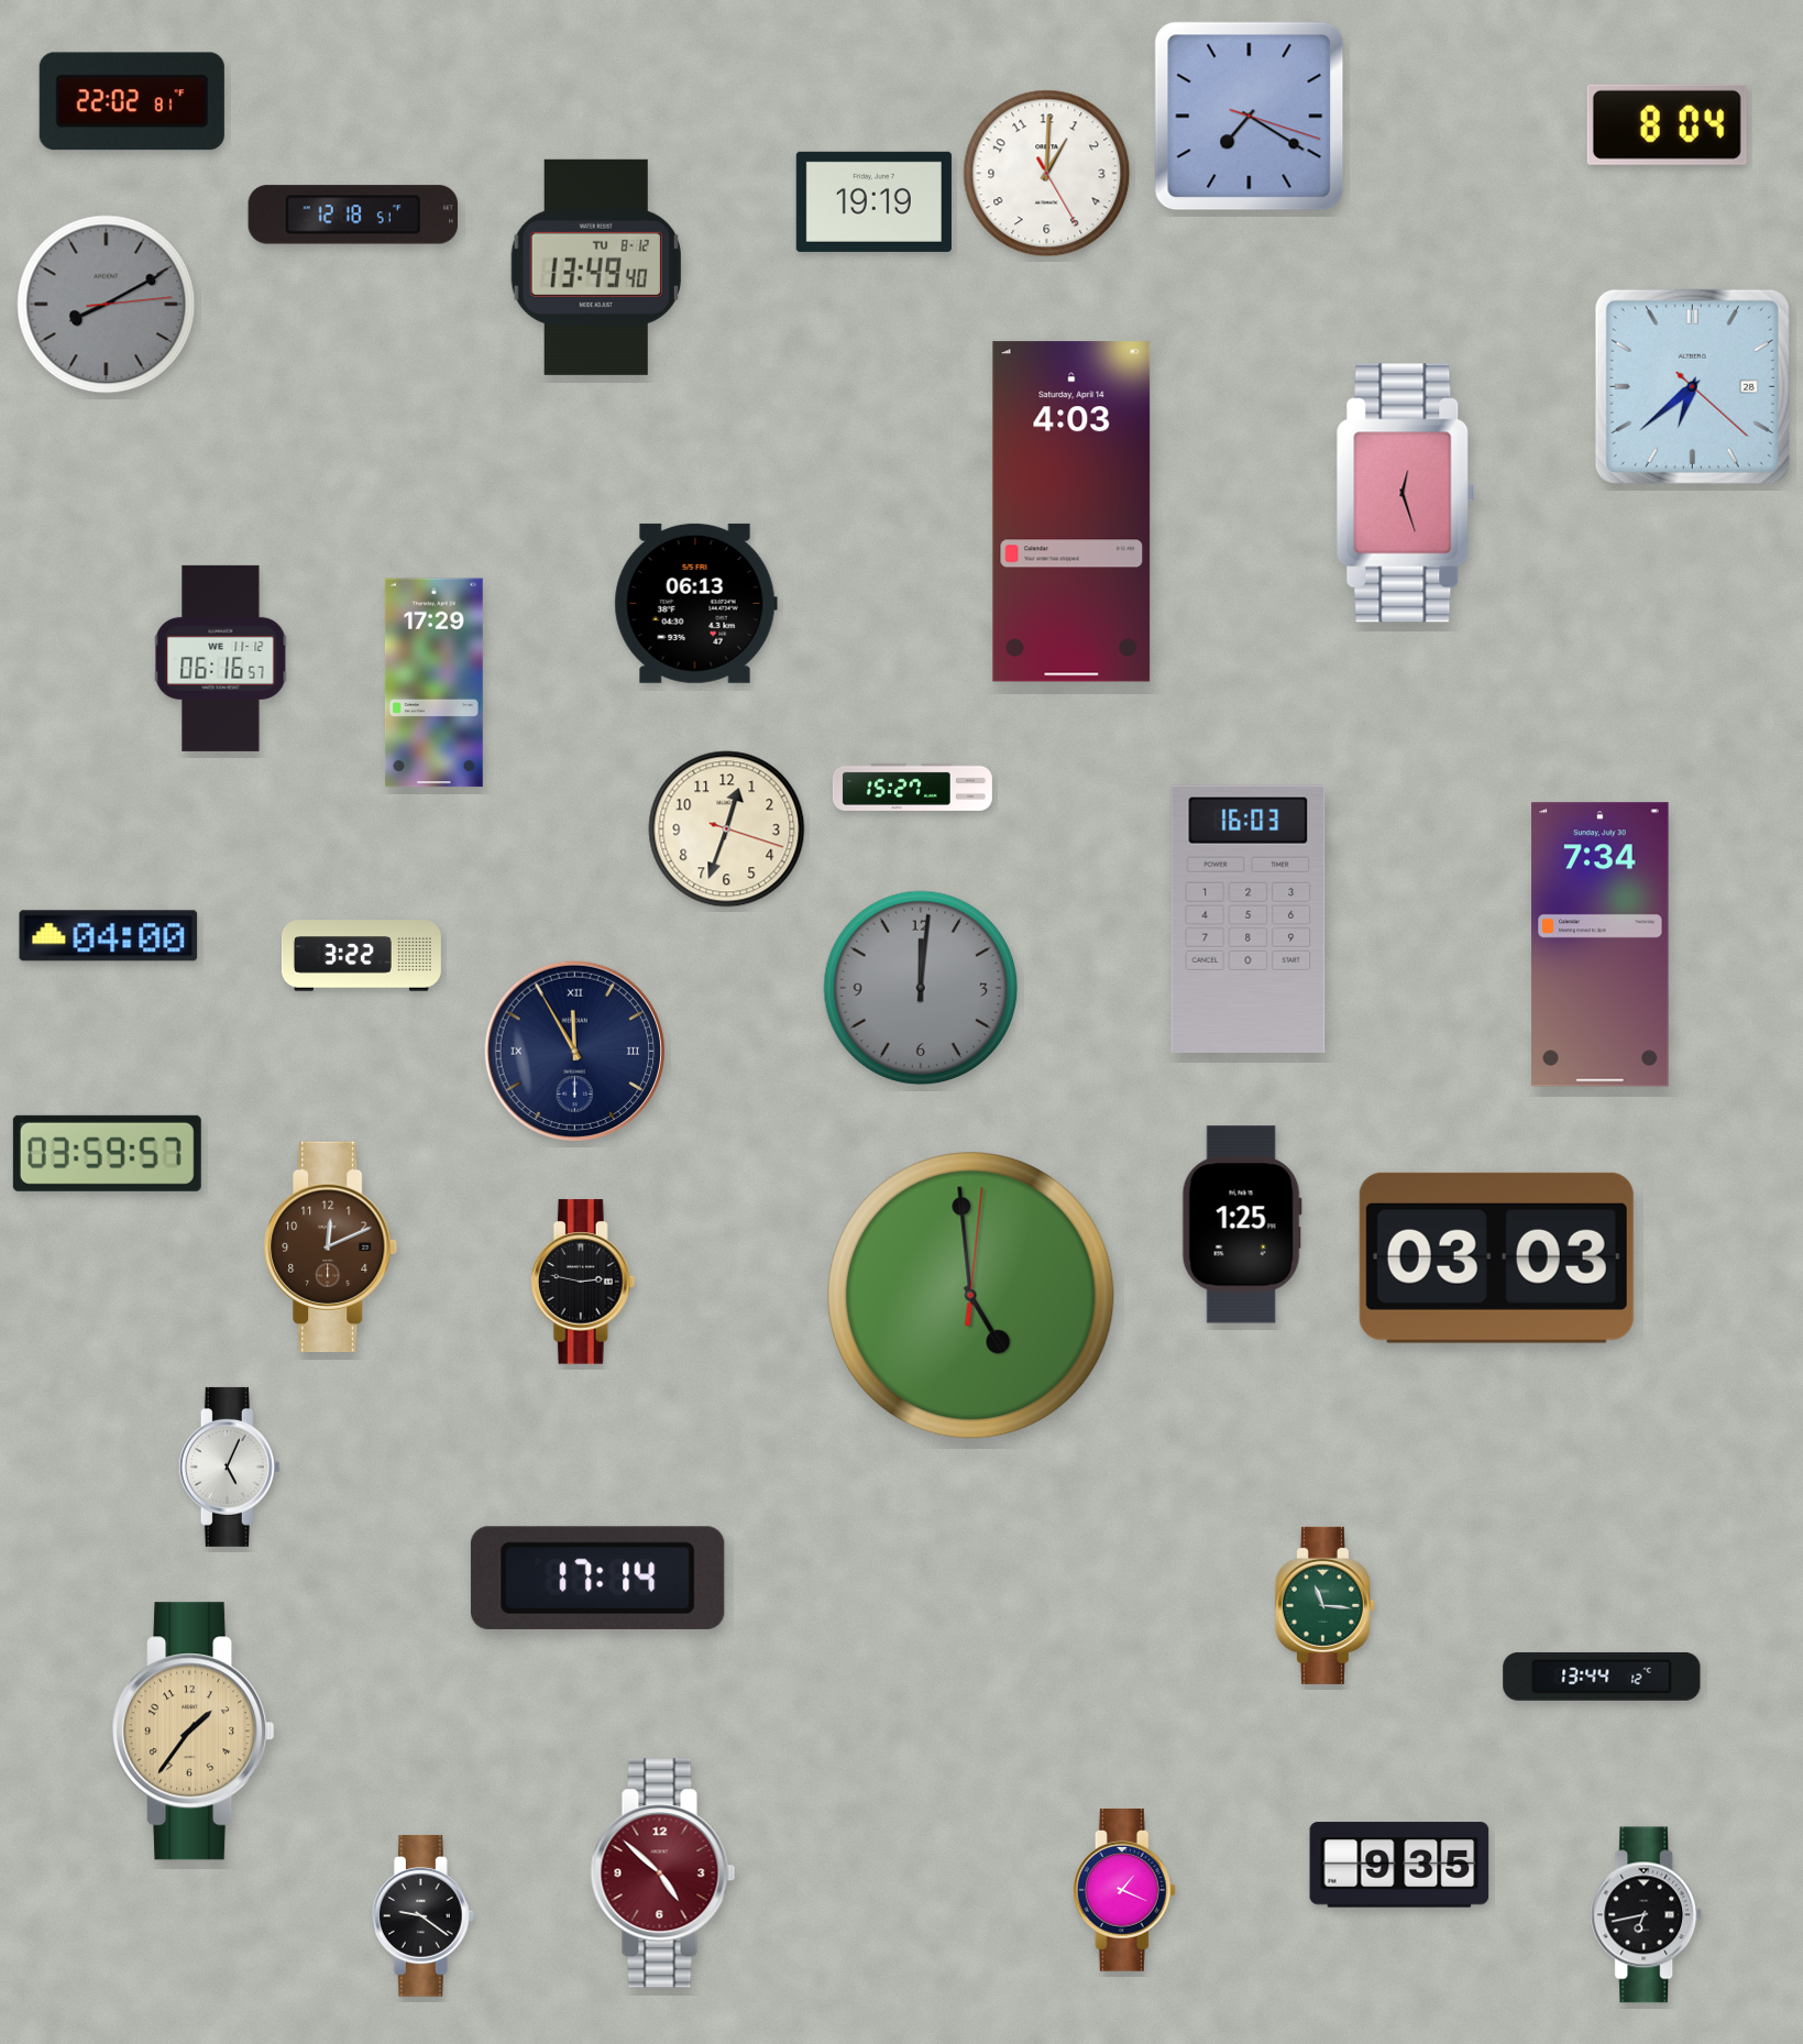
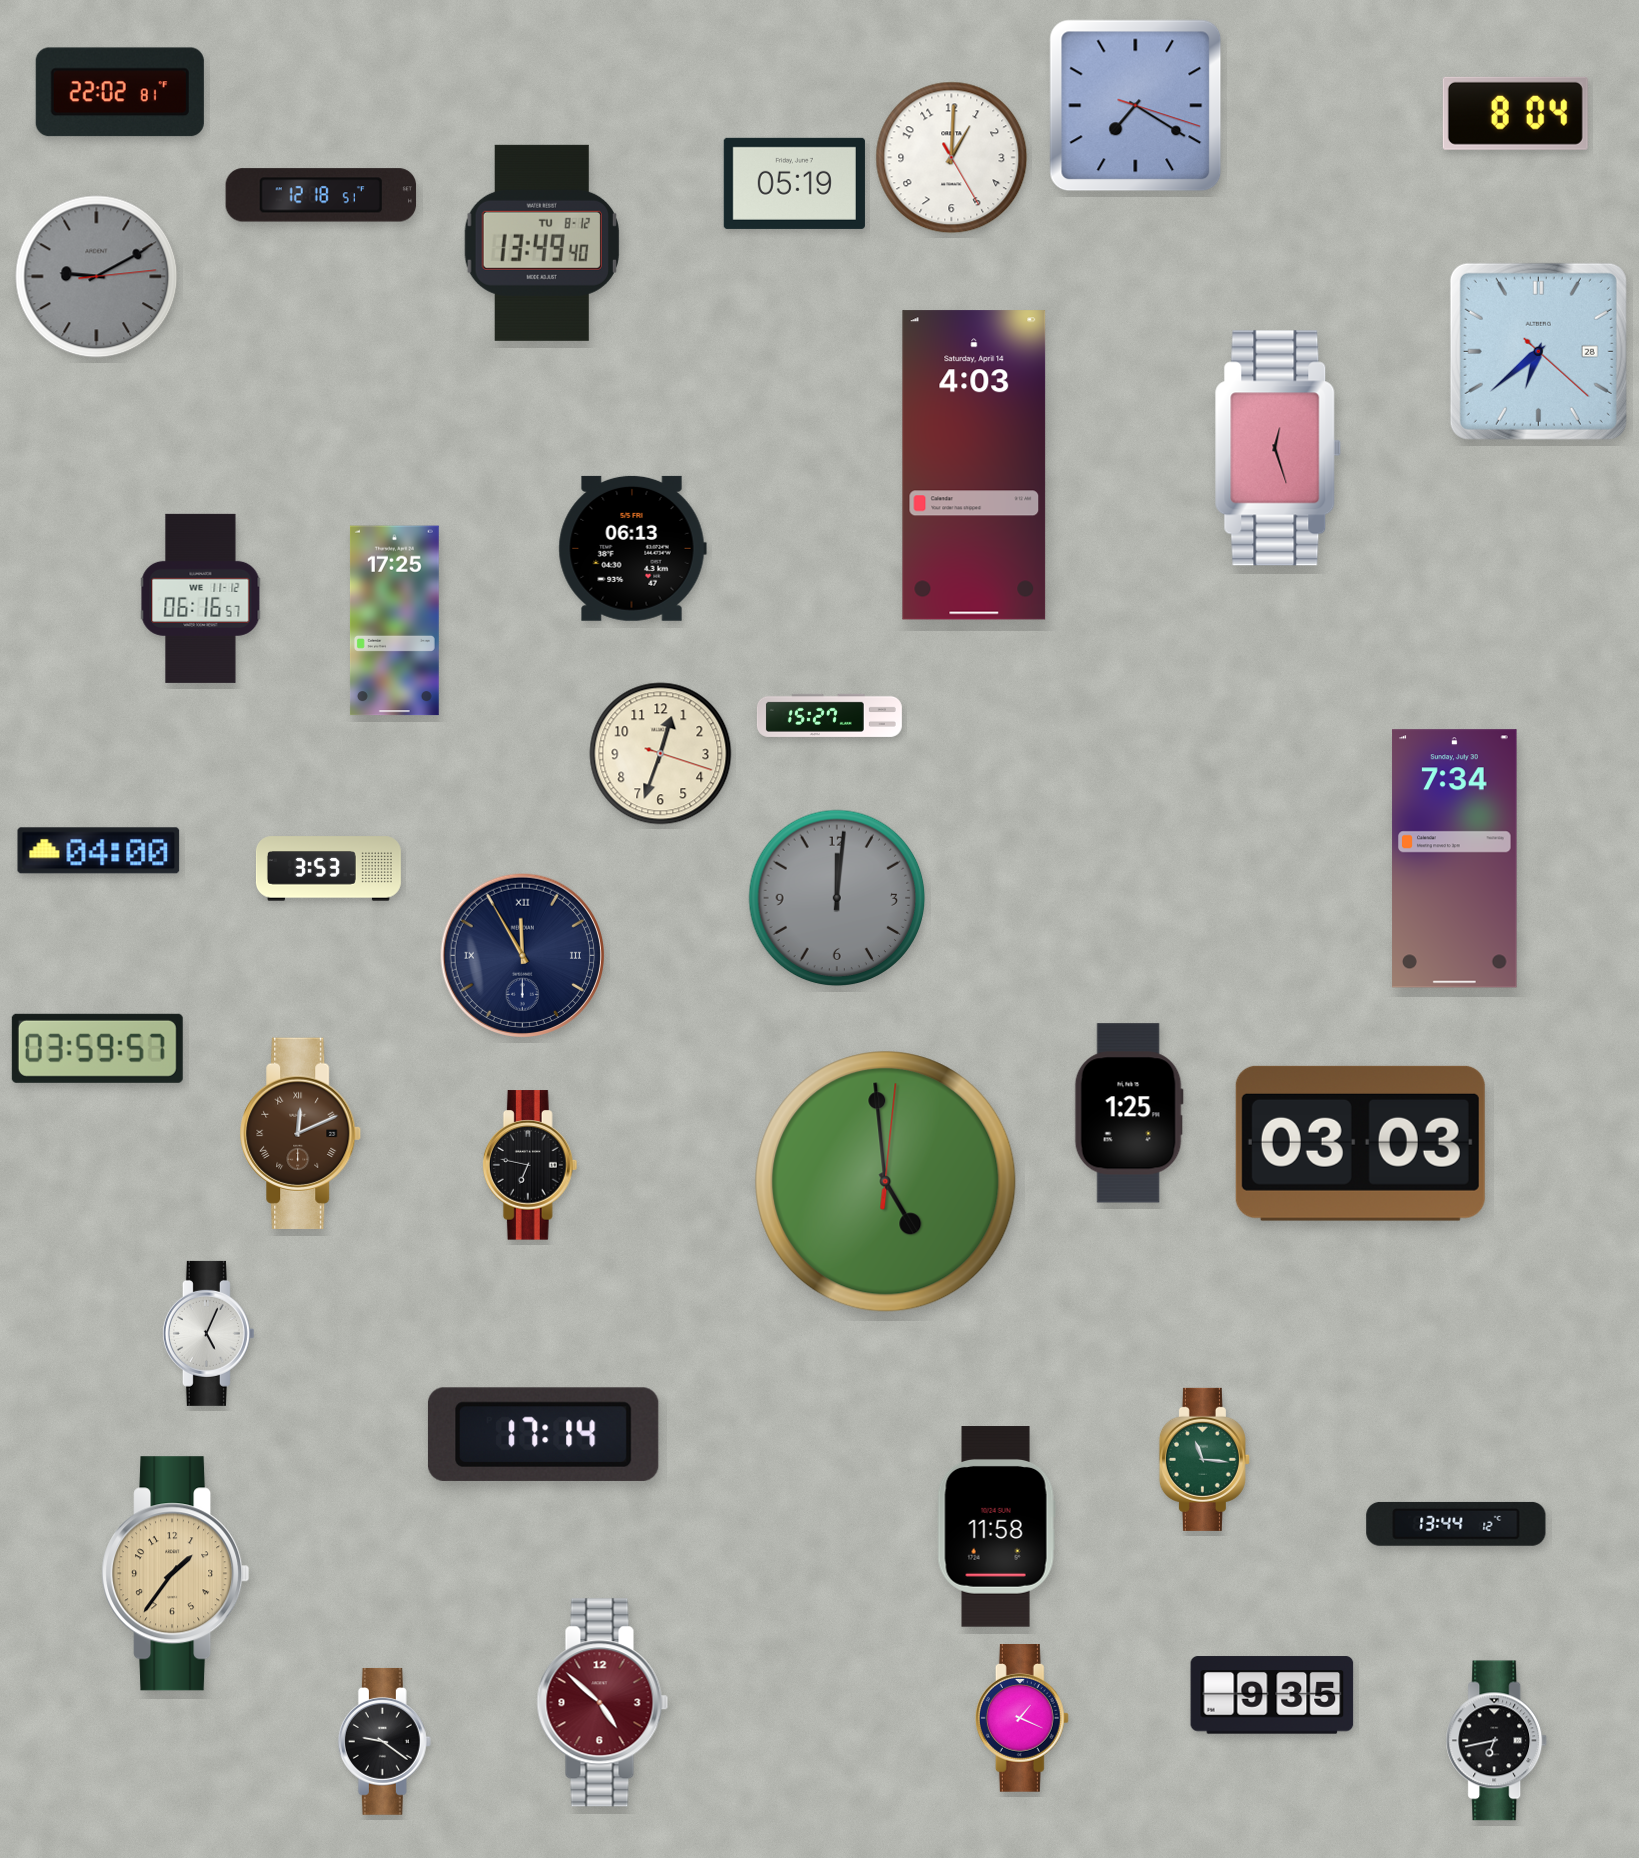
clock at (873, 201): 19:19 -> 05:19
clock at (107, 305): 8:10 -> 9:10
clock at (433, 683): 17:29 -> 17:25
clock at (1249, 919): 16:03 -> none
clock at (361, 956): 3:22 -> 3:53
clock at (331, 1246) numerals: Arabic -> Roman
clock at (583, 1282): 2:47 -> 6:47
clock at (971, 1296) position: (971, 1296) -> (886, 1182)
clock at (996, 1527): none -> 11:58
